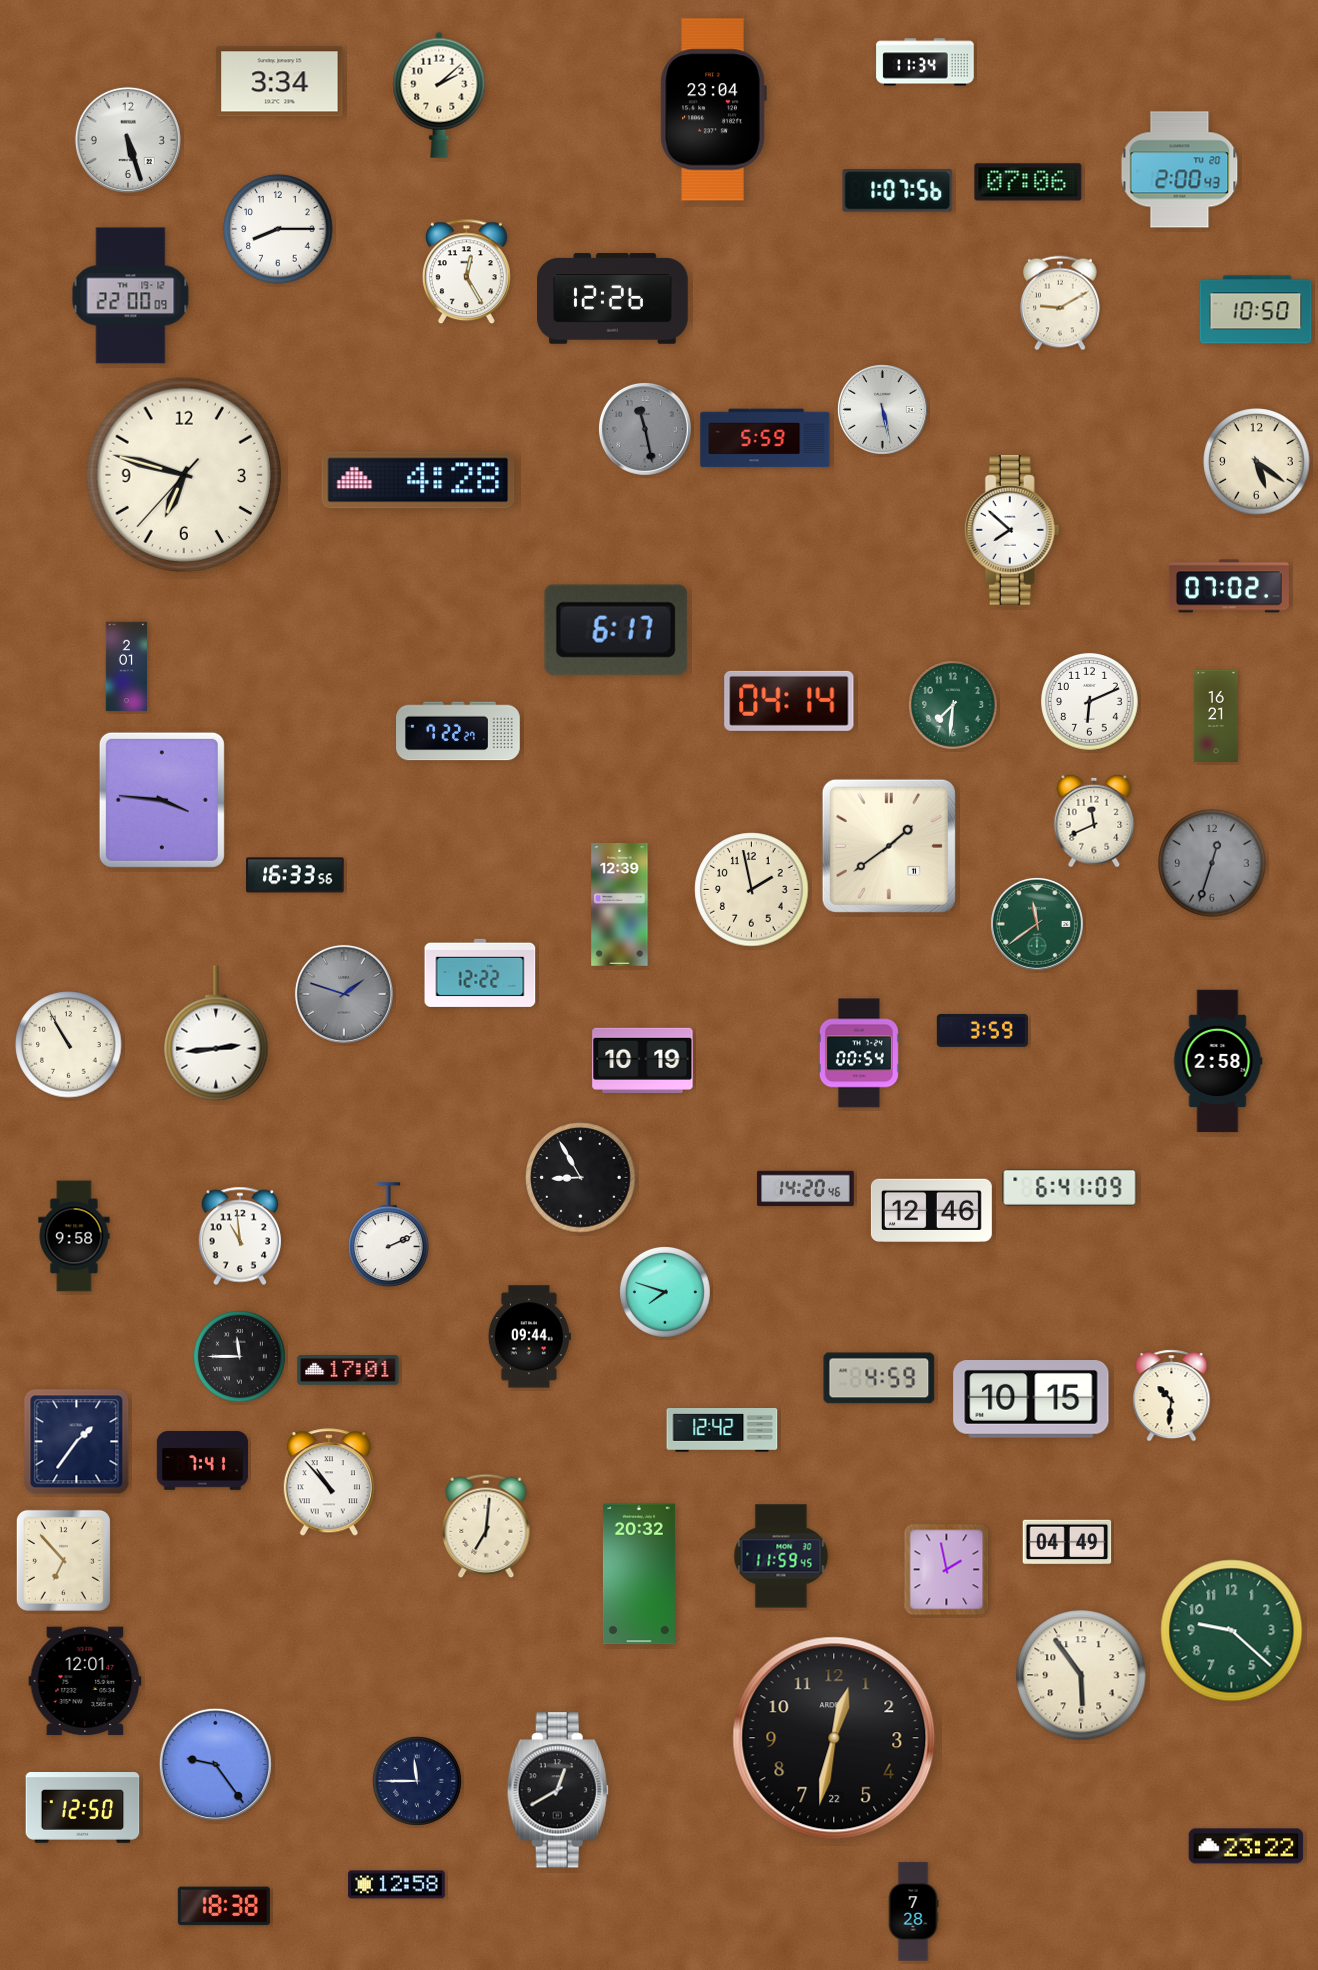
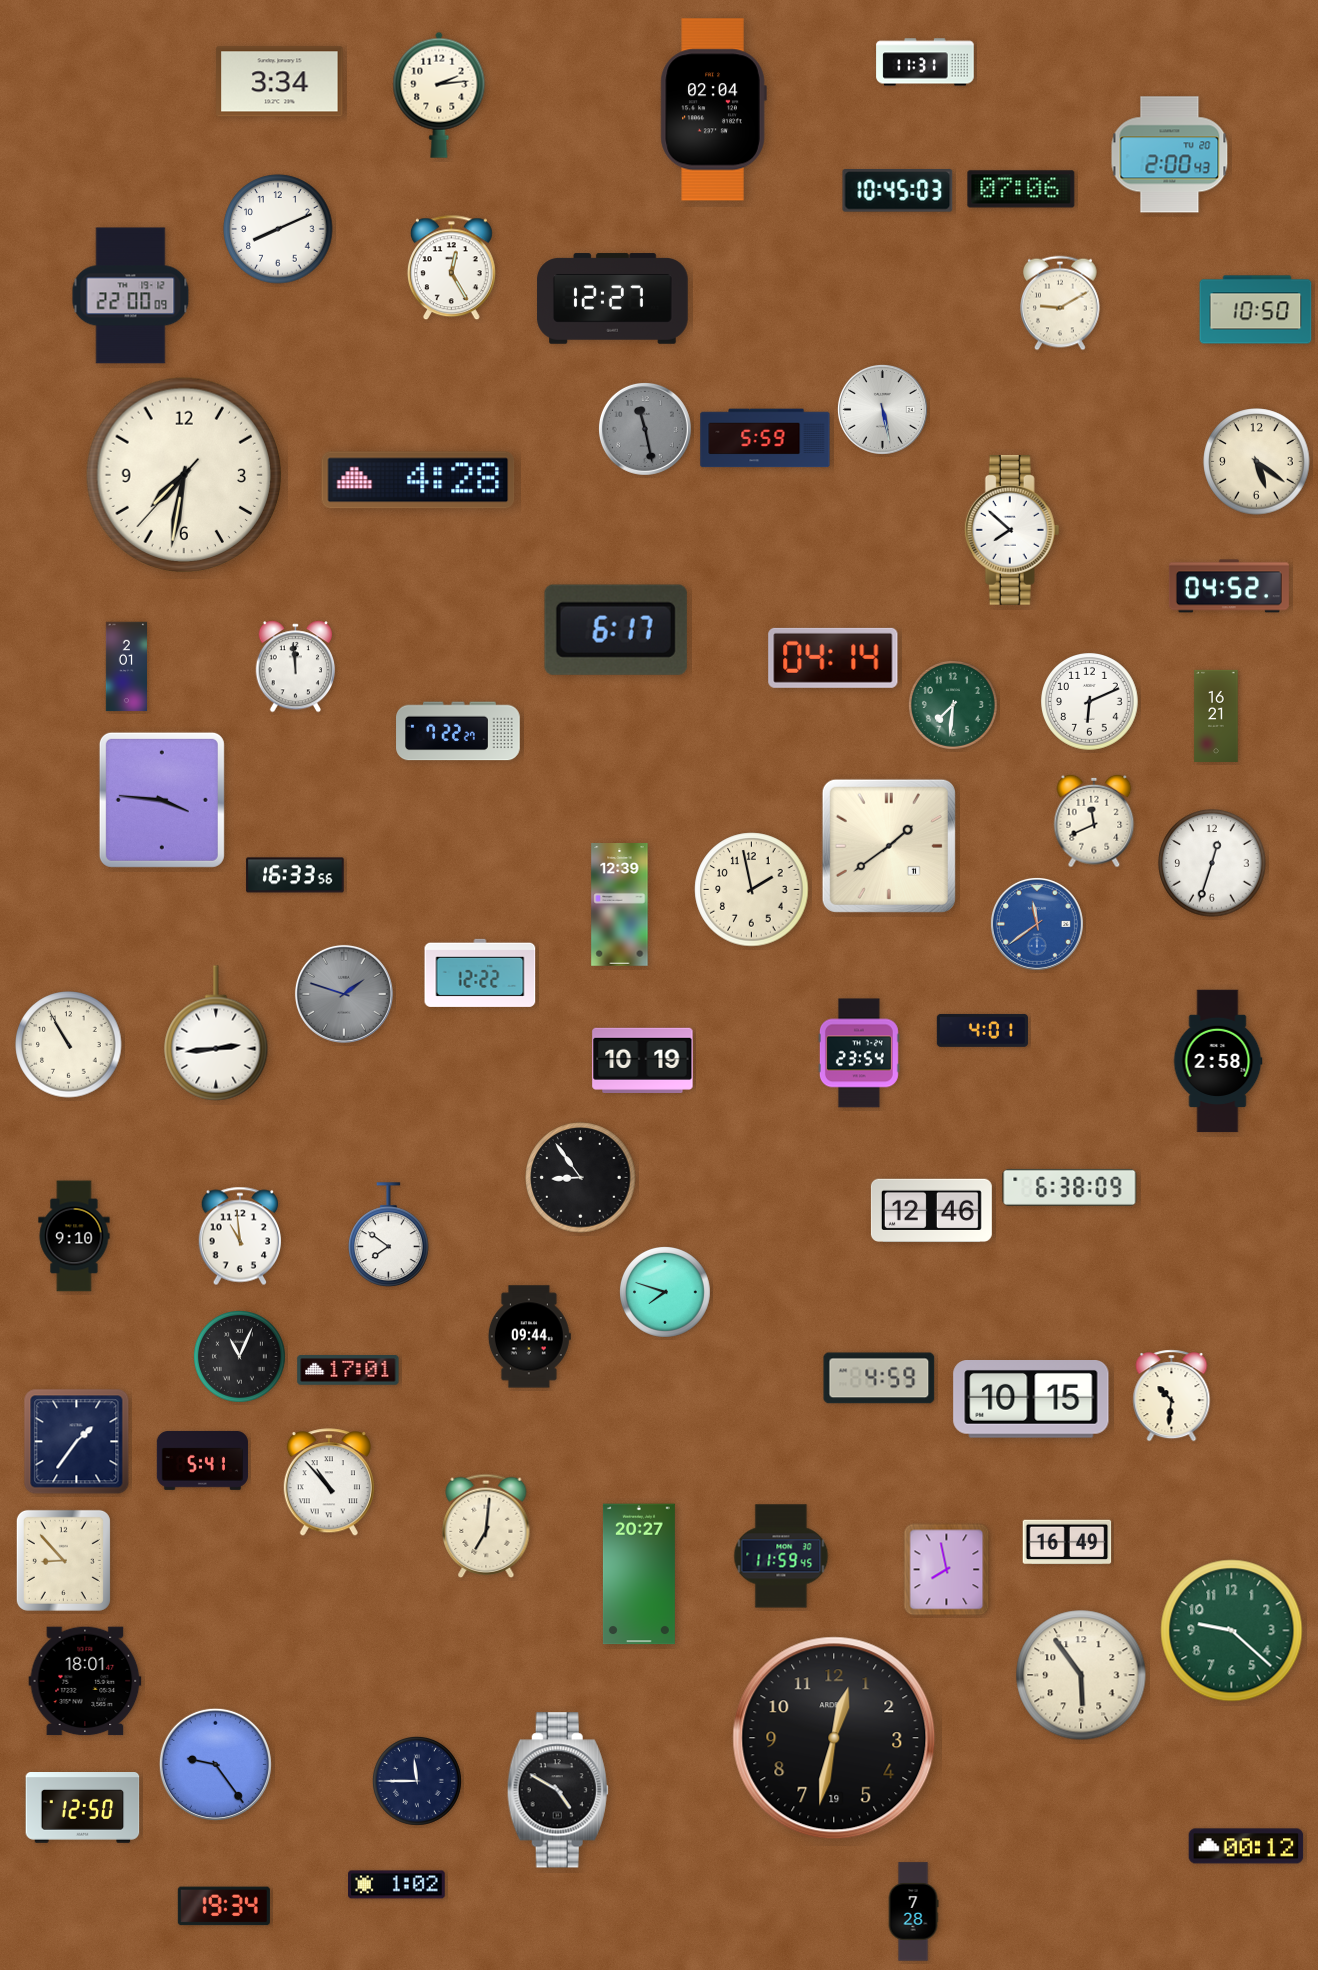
clock at (925, 62): 11:34 -> 11:31
clock at (439, 95): 2:08 -> 2:14
clock at (713, 110): 23:04 -> 02:04
clock at (128, 140): 5:27 -> none
clock at (1180, 170) position: (1180, 170) -> (1170, 155)
clock at (1028, 182) position: (1028, 182) -> (1021, 189)
clock at (898, 191): 1:07 -> 10:45
clock at (278, 229): 8:15 -> 8:11
clock at (466, 272) position: (466, 272) -> (451, 268)
clock at (613, 299): 12:26 -> 12:27
clock at (184, 475): 6:47 -> 7:31
clock at (1229, 586): 07:02 -> 04:52
clock at (295, 667): none -> 11:59
clock at (789, 701) position: (789, 701) -> (833, 658)
clock at (1212, 863) dial: grey -> white
clock at (1037, 924) dial: green -> blue
clock at (982, 1030): 3:59 -> 4:01
clock at (859, 1053): 00:54 -> 23:54
clock at (581, 1178): 8:55 -> 8:54
clock at (1070, 1187): 6:41 -> 6:38
clock at (806, 1189): 14:20 -> none
clock at (389, 1235): 2:11 -> 7:51
clock at (74, 1236): 9:58 -> 9:10
clock at (240, 1357): 11:45 -> 11:04
clock at (722, 1431): 12:42 -> none
clock at (202, 1460): 7:41 -> 5:41
clock at (1067, 1542): 04:49 -> 16:49
clock at (63, 1560): 6:53 -> 8:53
clock at (947, 1570): 1:58 -> 7:58
clock at (639, 1574): 20:32 -> 20:27
clock at (85, 1681): 12:01 -> 18:01
clock at (834, 1738) date: 22 -> 19
clock at (558, 1790): 12:40 -> 4:50
clock at (1246, 1846): 23:22 -> 00:12
clock at (397, 1885): 12:58 -> 1:02
clock at (224, 1906): 18:38 -> 19:34
